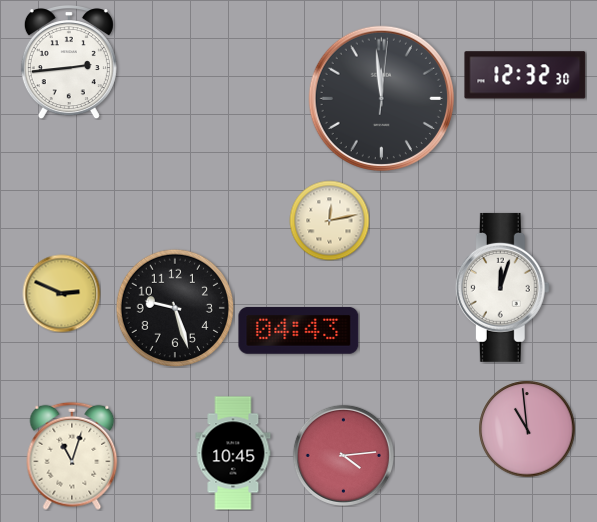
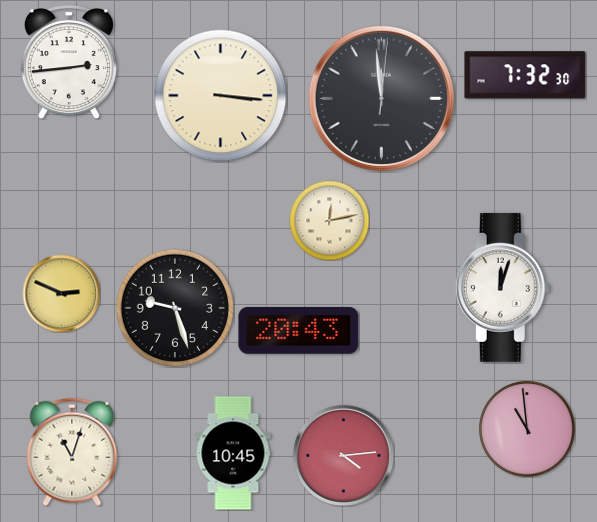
clock at (525, 75): 12:32 -> 7:32
clock at (221, 96): none -> 3:16
clock at (299, 330): 04:43 -> 20:43
clock at (72, 456) position: (72, 456) -> (72, 452)
